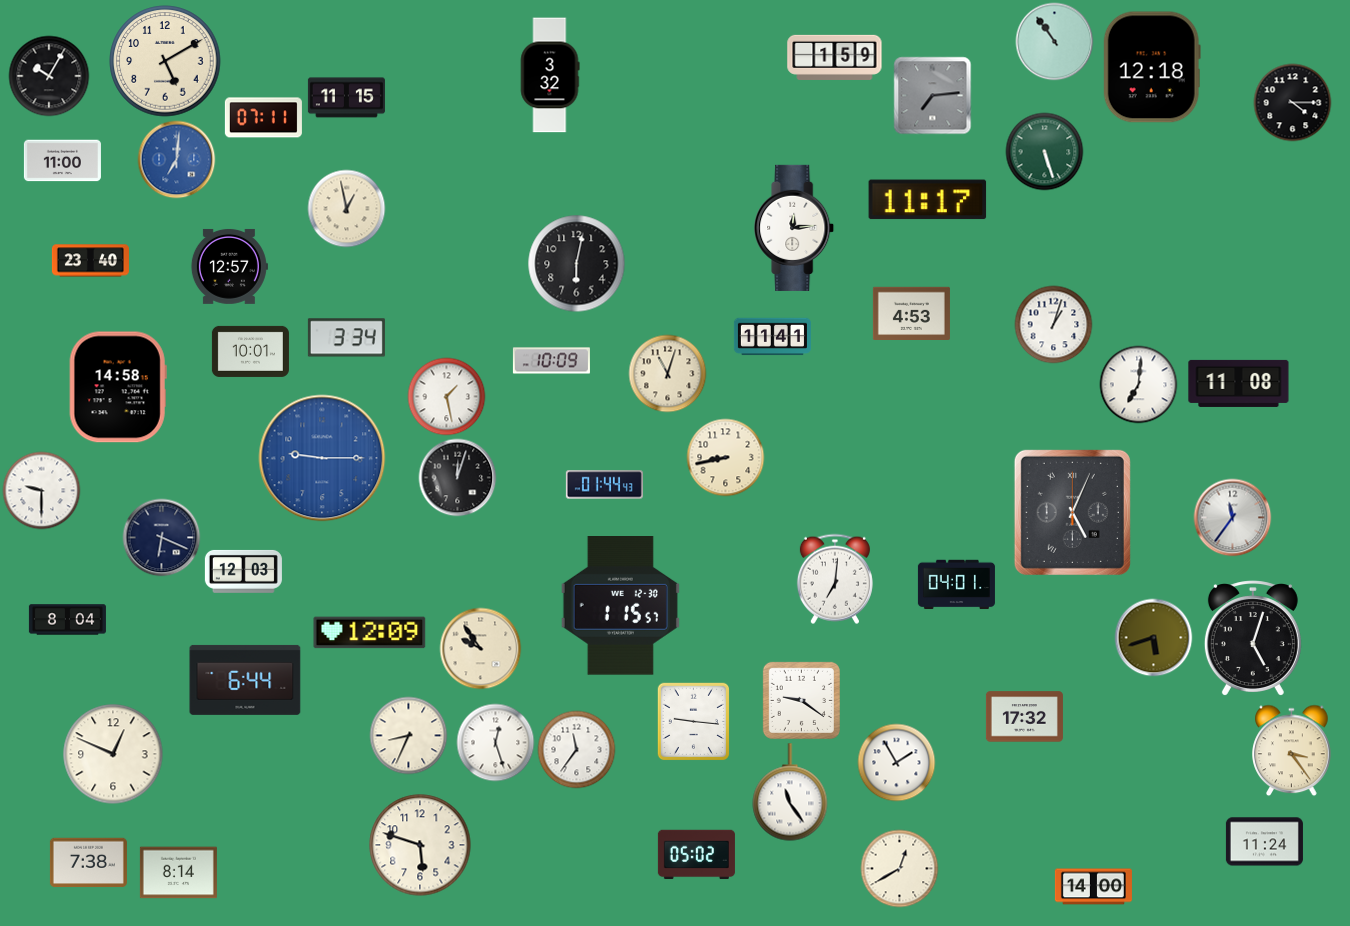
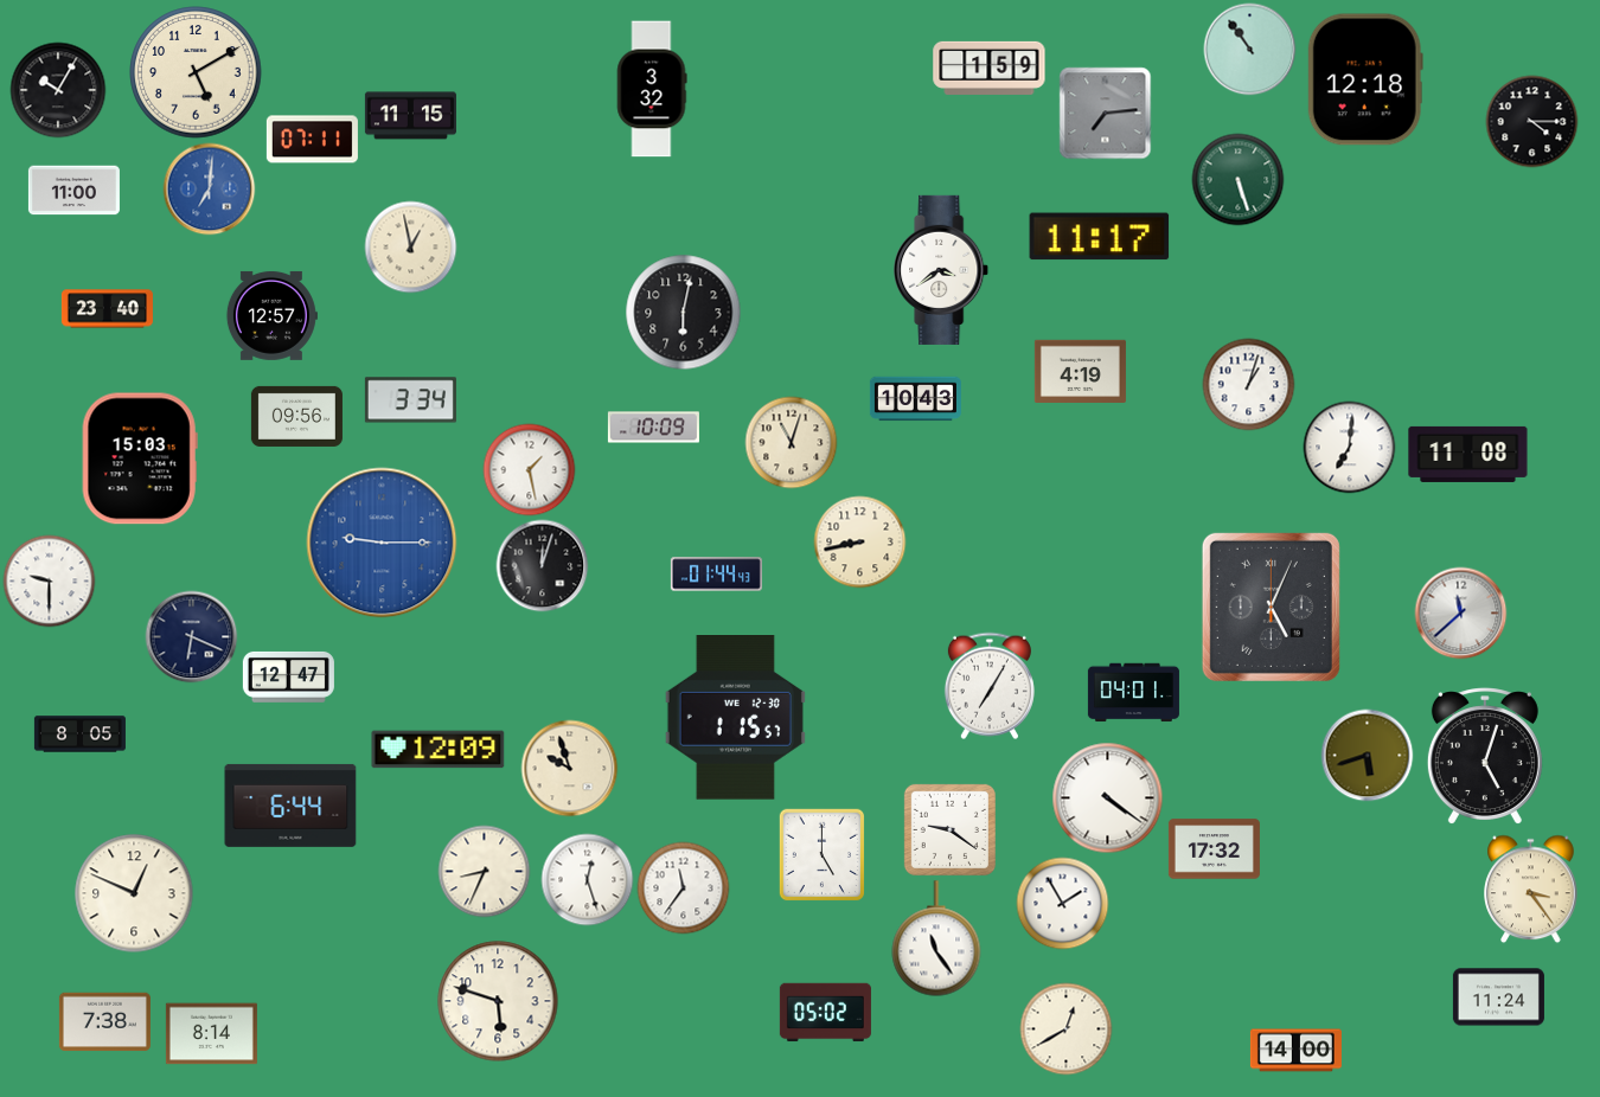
clock at (795, 228): 12:14 -> 3:39
clock at (911, 313): 4:53 -> 4:19
clock at (772, 337): 11:41 -> 10:43
clock at (250, 351): 10:01 -> 09:56
clock at (1138, 384) position: (1138, 384) -> (1349, 447)
clock at (118, 387): 14:58 -> 15:03
clock at (1232, 517): 11:36 -> 11:38
clock at (243, 571): 12:03 -> 12:47
clock at (835, 579): 7:01 -> 7:05
clock at (67, 620): 8:04 -> 8:05
clock at (480, 648): 9:54 -> 9:57
clock at (1107, 797): none -> 4:21
clock at (694, 721): 9:16 -> 5:00
